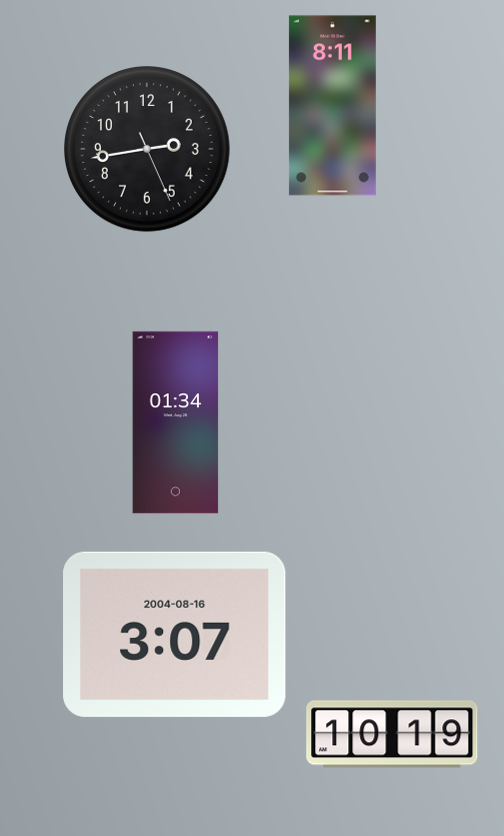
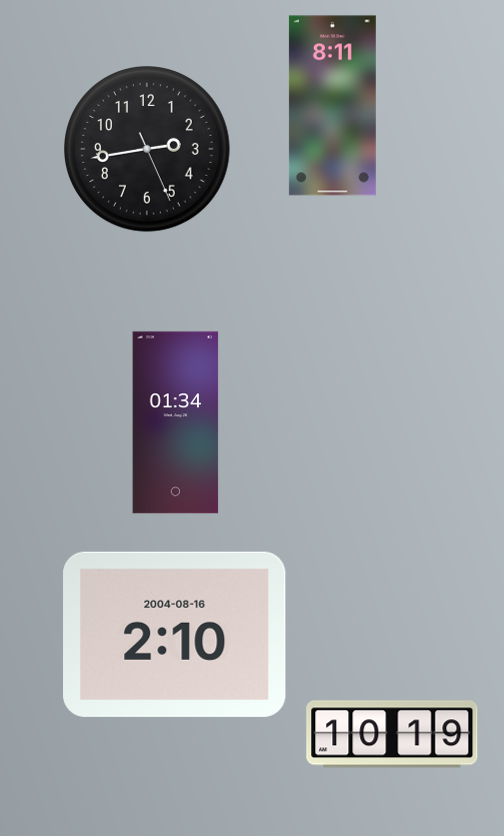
clock at (175, 634): 3:07 -> 2:10
